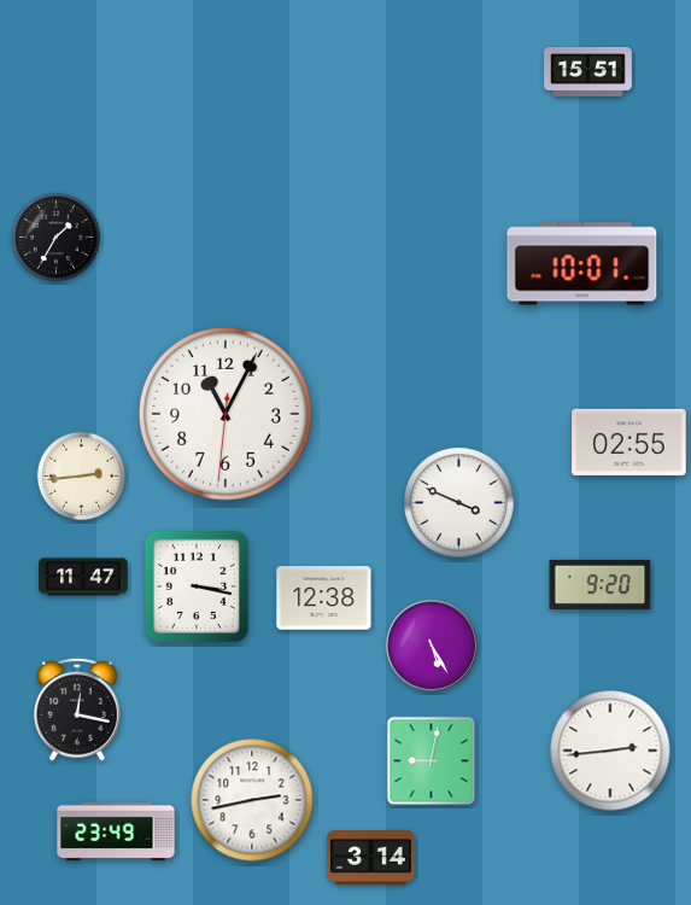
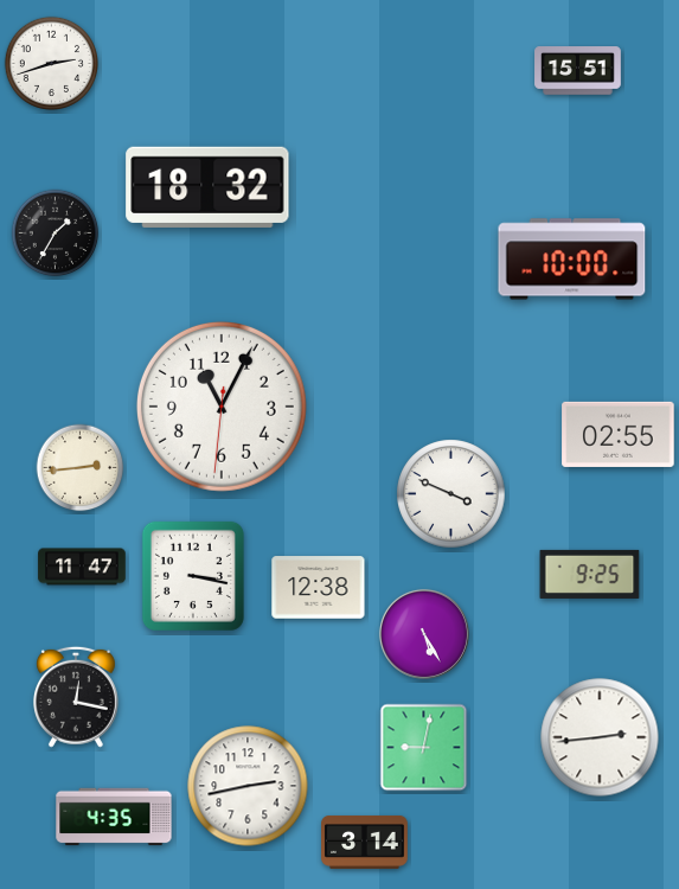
clock at (51, 63): none -> 2:42
clock at (207, 187): none -> 18:32
clock at (582, 264): 10:01 -> 10:00
clock at (601, 584): 9:20 -> 9:25
clock at (116, 831): 23:49 -> 4:35
